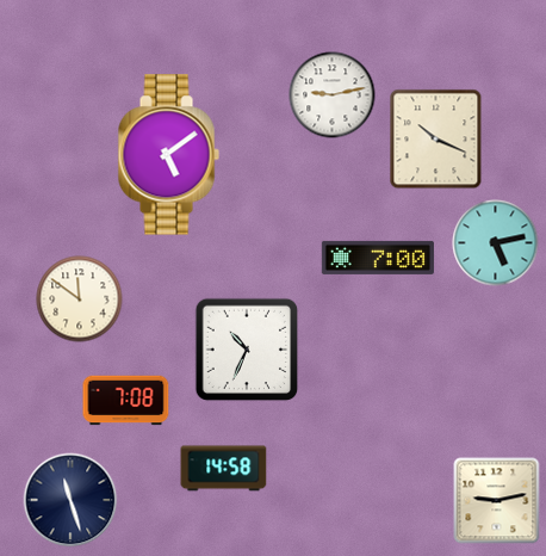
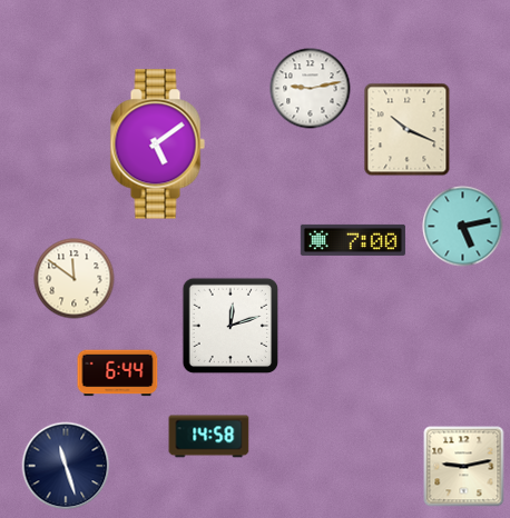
clock at (247, 350): 10:34 -> 12:12
clock at (126, 401): 7:08 -> 6:44
